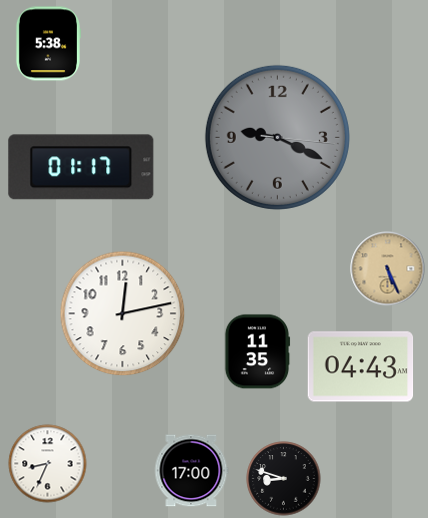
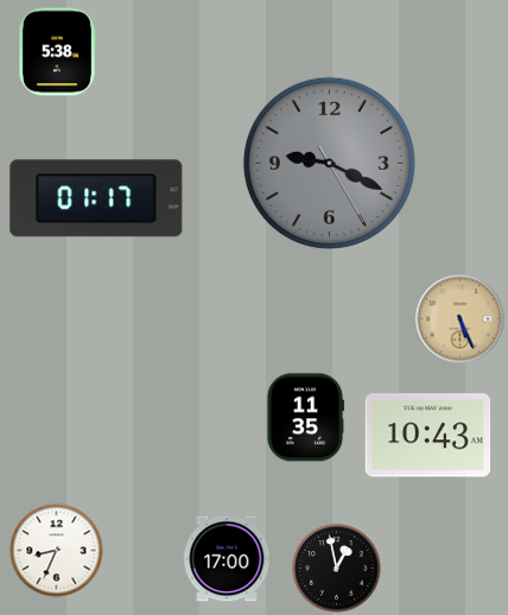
clock at (277, 137): 9:19:16 -> 9:19:25
clock at (123, 314): 12:13 -> none
clock at (361, 367): 04:43 -> 10:43
clock at (284, 479): 8:48 -> 12:58
